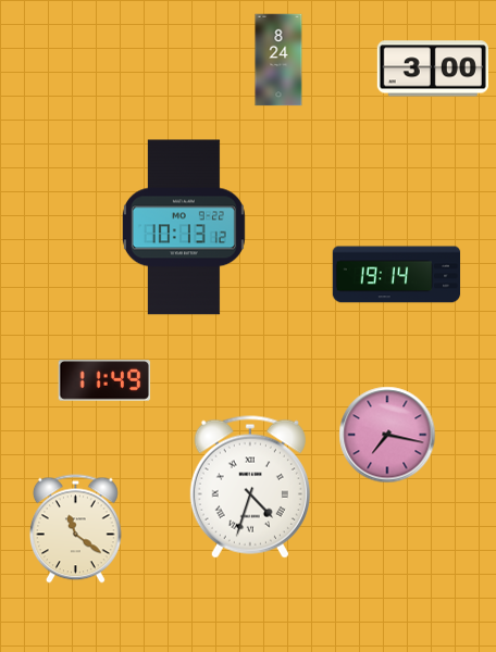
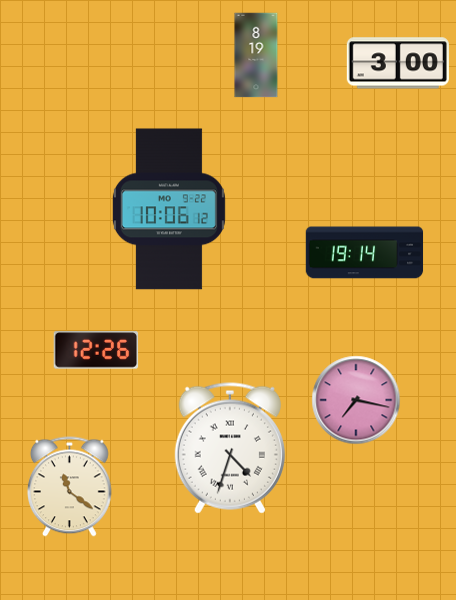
clock at (278, 60): 8:24 -> 8:19
clock at (184, 227): 10:13 -> 10:06
clock at (104, 380): 11:49 -> 12:26
